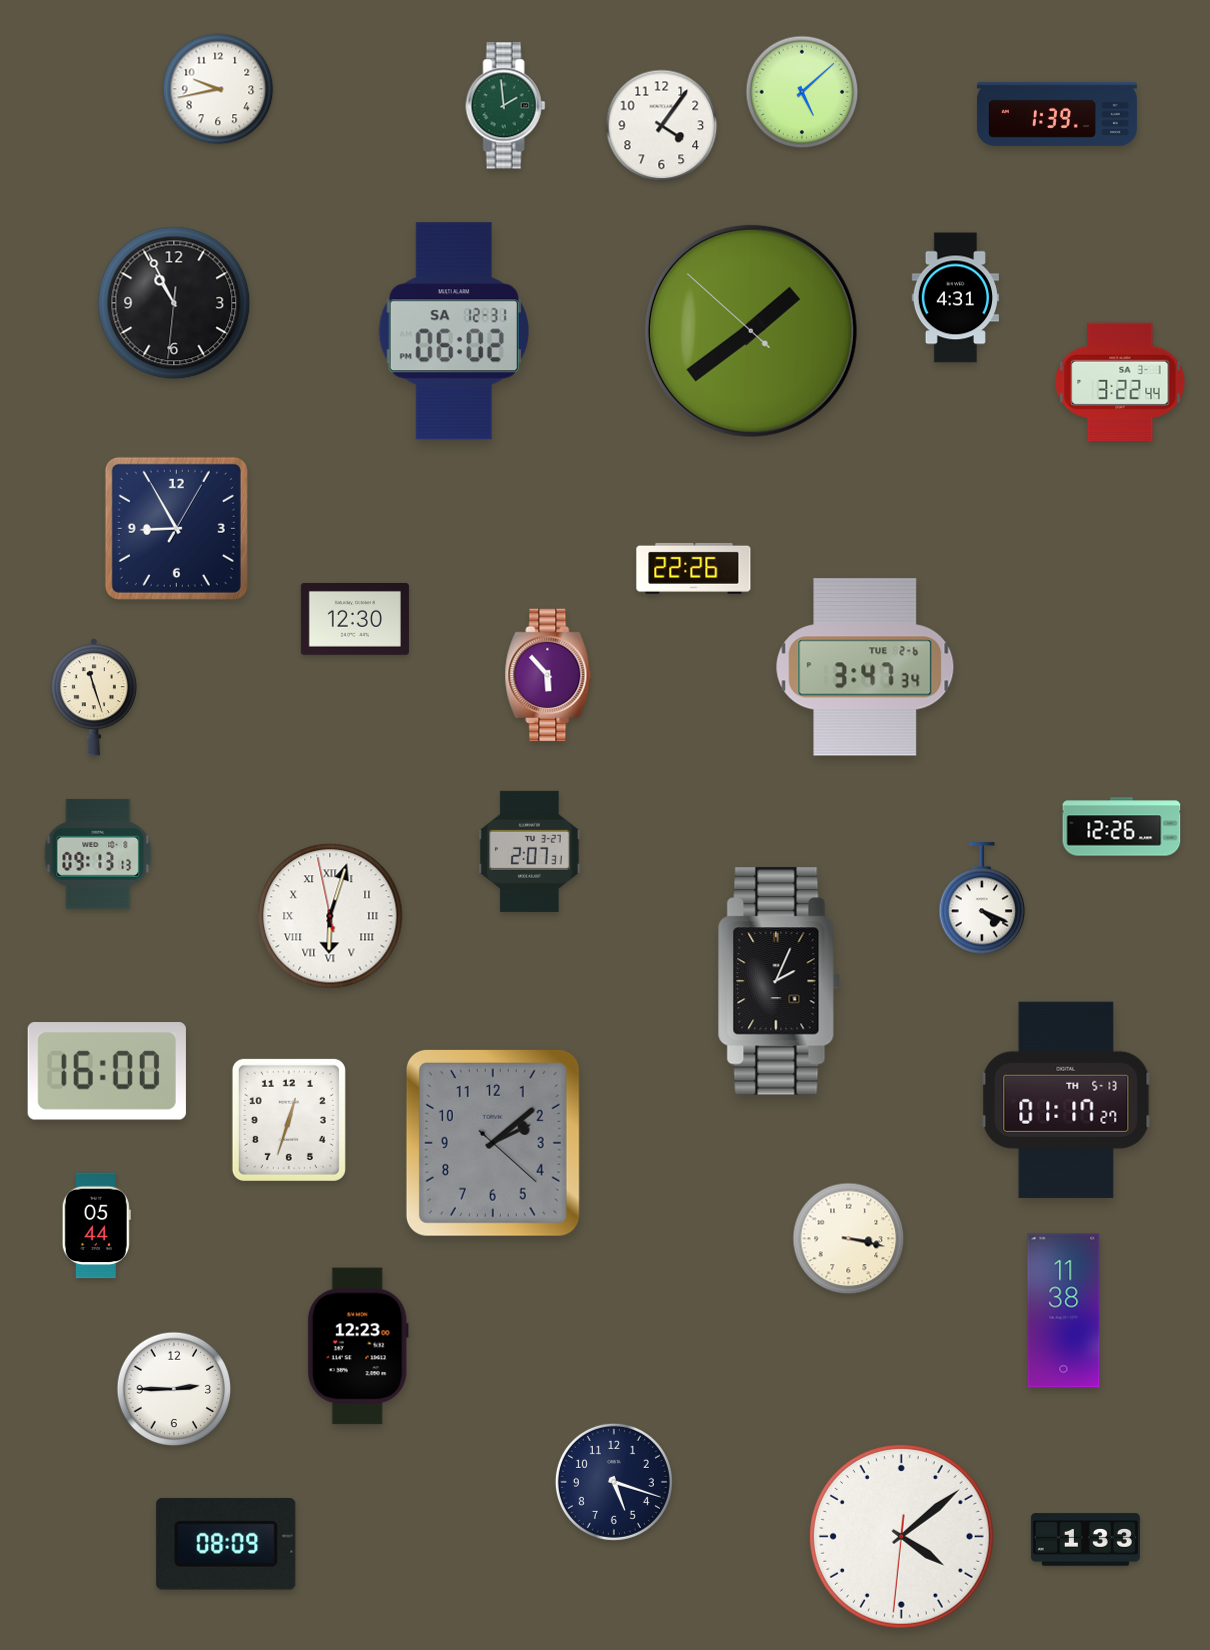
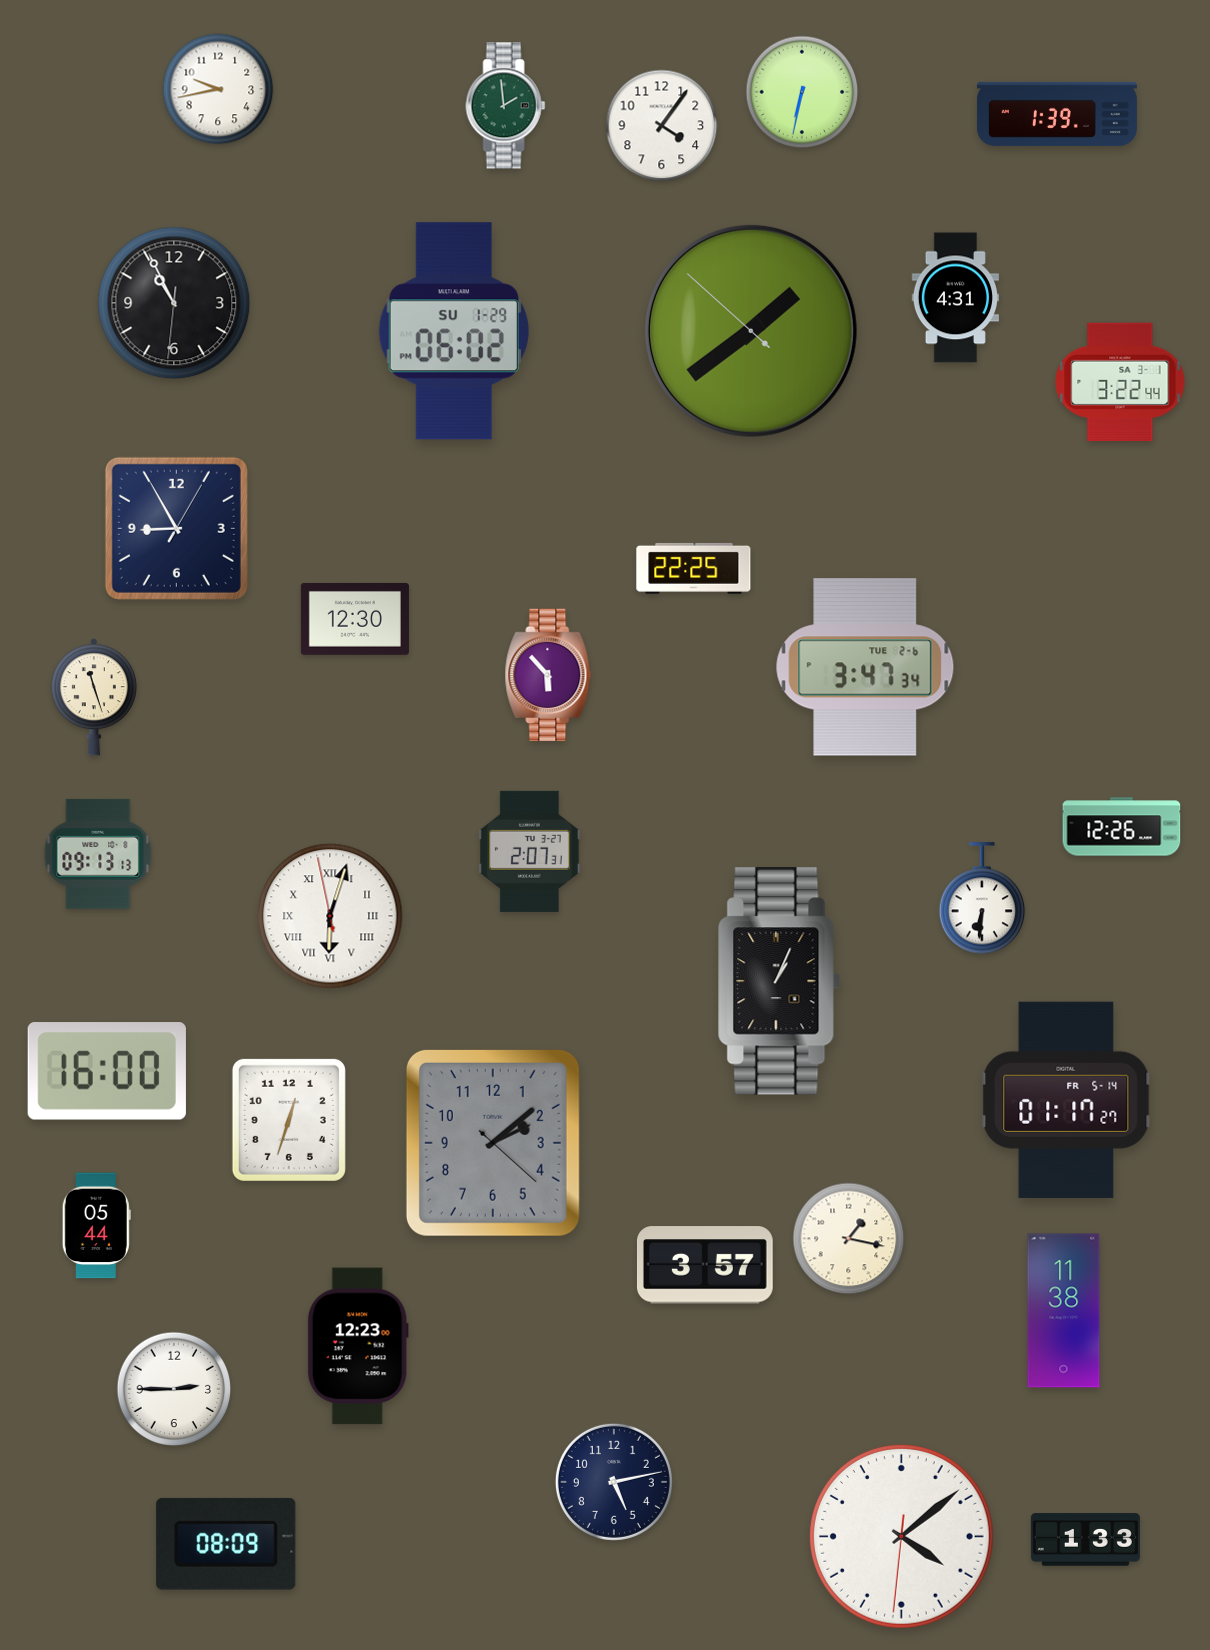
clock at (802, 92): 5:08 -> 6:32
clock at (454, 331) date: SA 12-31 -> SU 1-29
clock at (694, 568): 22:26 -> 22:25
clock at (982, 899): 4:19 -> 6:31
clock at (779, 981): 2:04 -> 1:04
clock at (1066, 1100) date: TH 5-13 -> FR 5-14
clock at (849, 1239): 3:17 -> 1:17
clock at (705, 1265): none -> 3:57
clock at (614, 1482): 5:18 -> 5:13
